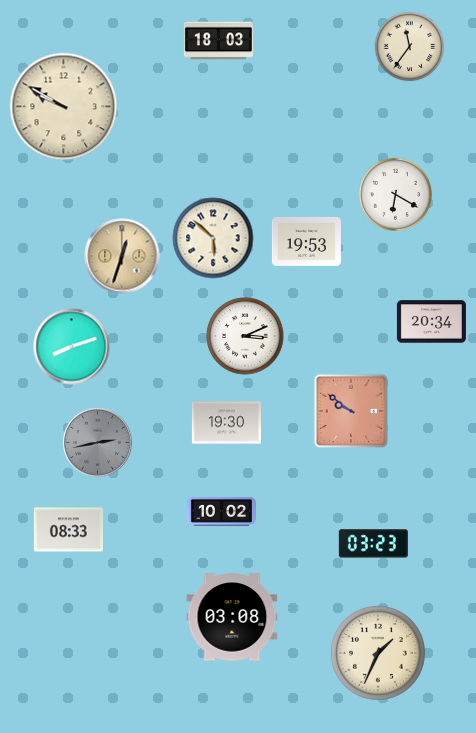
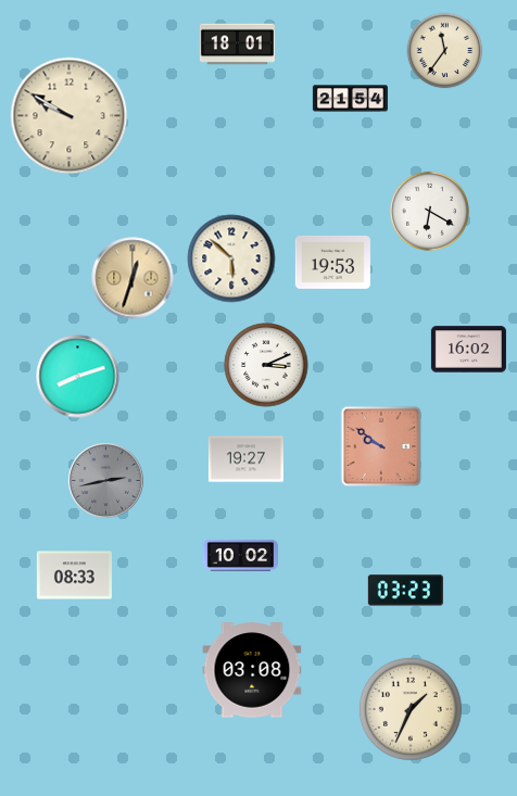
clock at (218, 41): 18:03 -> 18:01
clock at (350, 99): none -> 21:54
clock at (431, 322): 20:34 -> 16:02
clock at (226, 423): 19:30 -> 19:27
